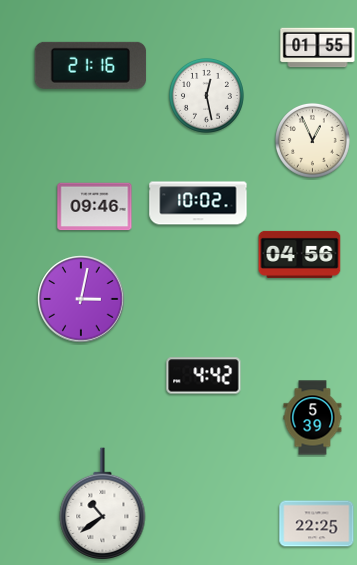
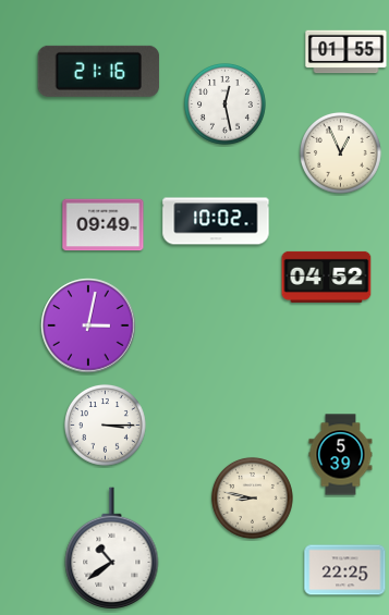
clock at (95, 207): 09:46 -> 09:49
clock at (300, 254): 04:56 -> 04:52
clock at (204, 376): 4:42 -> none
clock at (106, 426): none -> 3:15
clock at (253, 499): none -> 8:47
